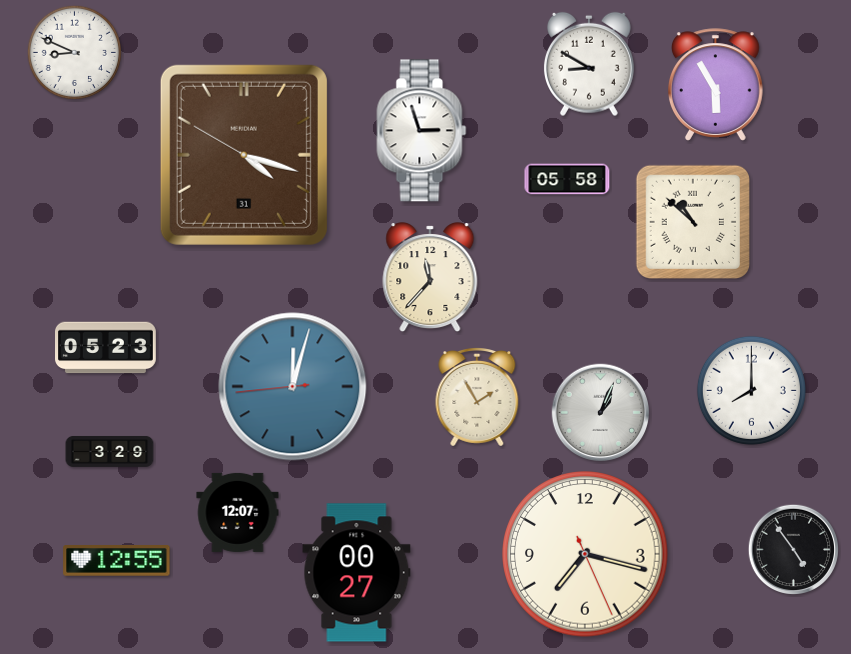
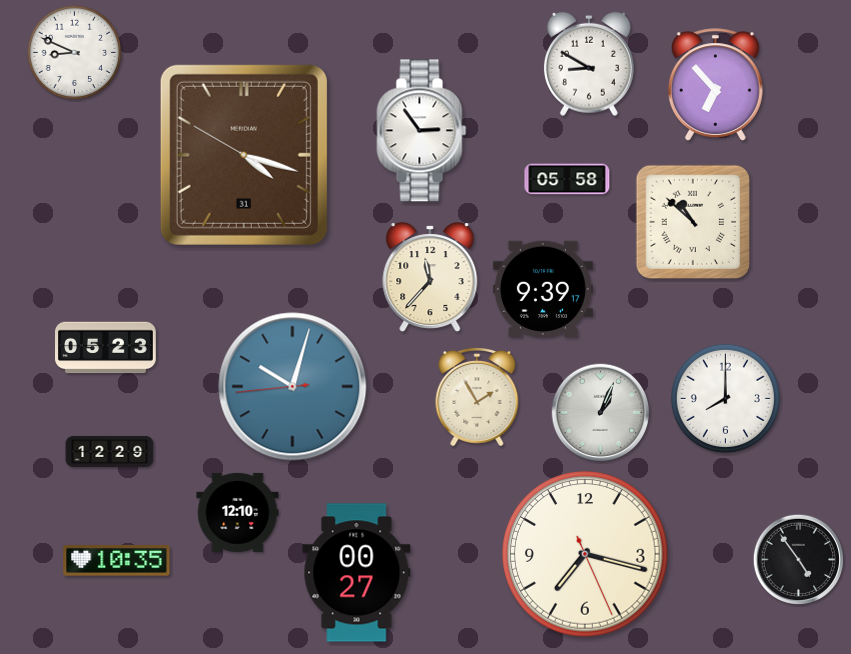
clock at (715, 85): 5:55 -> 6:53
clock at (422, 131): 2:57 -> 2:54
clock at (543, 288): none -> 9:39
clock at (293, 387): 12:02 -> 10:02
clock at (751, 390) position: (751, 390) -> (725, 398)
clock at (110, 451): 3:29 -> 12:29
clock at (238, 512): 12:07 -> 12:10
clock at (793, 549) position: (793, 549) -> (798, 559)
clock at (117, 561): 12:55 -> 10:35
